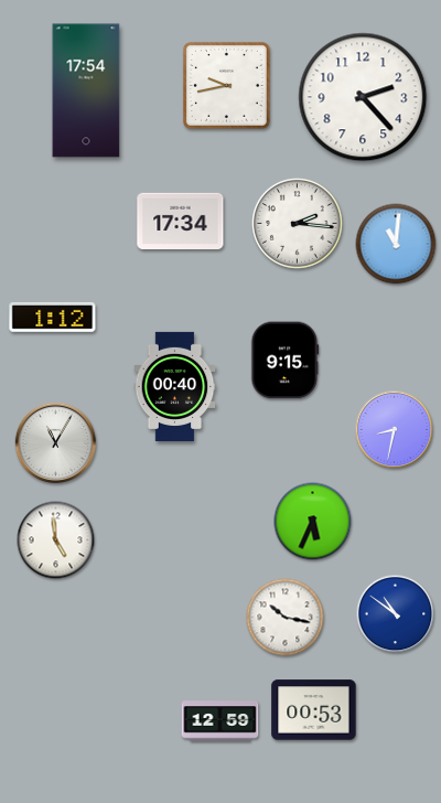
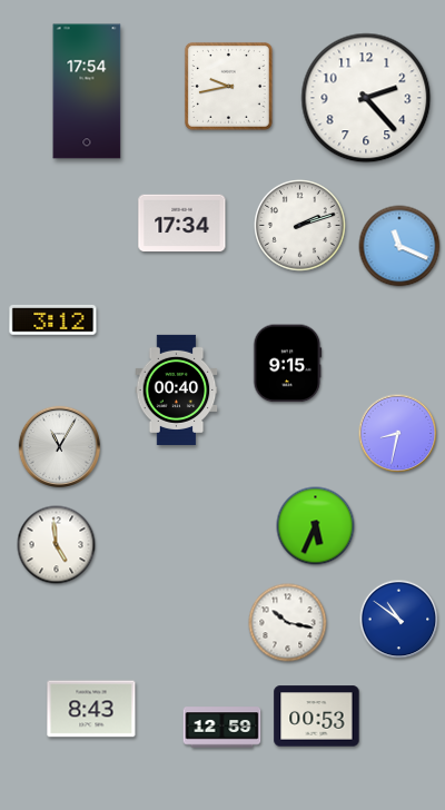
clock at (298, 224): 2:16 -> 2:12
clock at (396, 244): 11:01 -> 11:19
clock at (53, 318): 1:12 -> 3:12
clock at (56, 443) position: (56, 443) -> (60, 447)
clock at (91, 709): none -> 8:43
